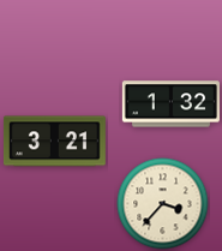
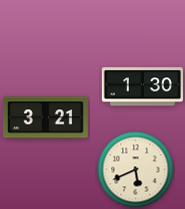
clock at (170, 104): 1:32 -> 1:30
clock at (163, 204): 3:37 -> 5:41
